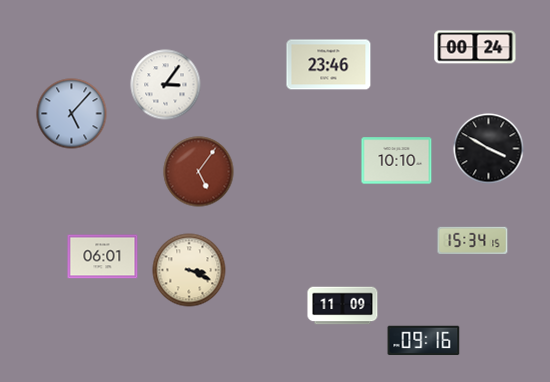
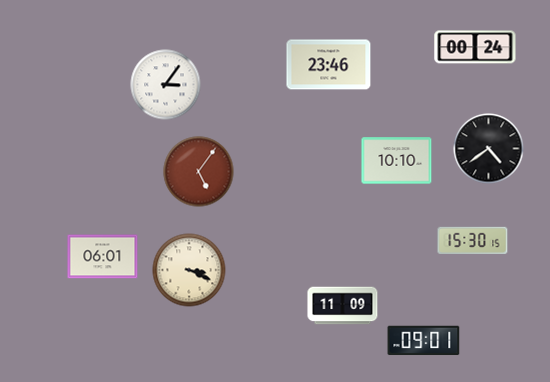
clock at (72, 114): 5:07 -> none
clock at (489, 149): 3:50 -> 4:39
clock at (473, 240): 15:34 -> 15:30
clock at (424, 341): 09:16 -> 09:01
